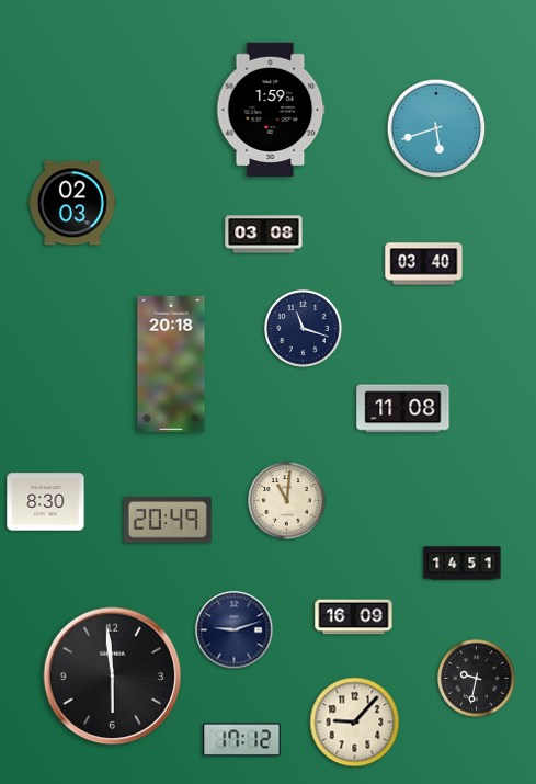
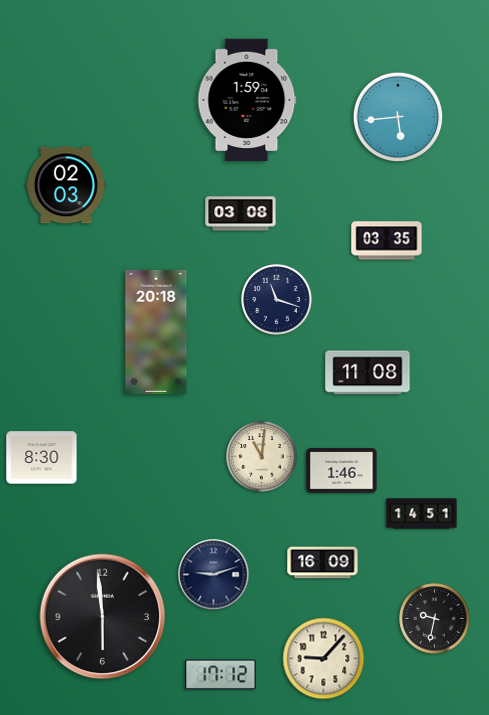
clock at (436, 128): 5:42 -> 5:44
clock at (424, 264): 03:40 -> 03:35
clock at (342, 471): none -> 1:46
clock at (168, 521): 20:49 -> none
